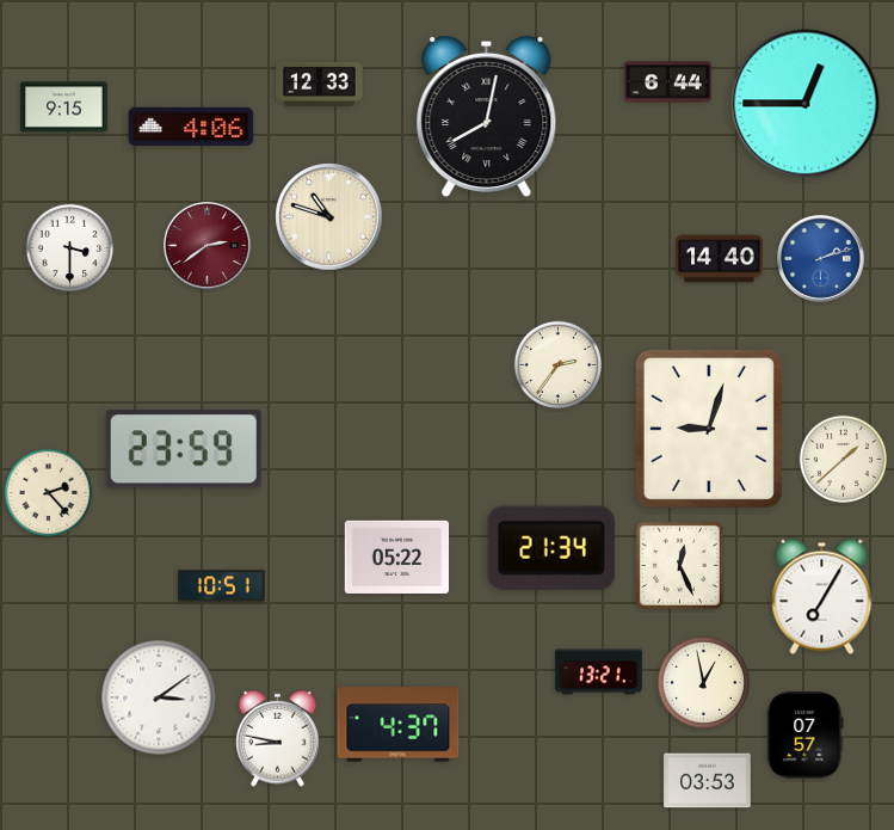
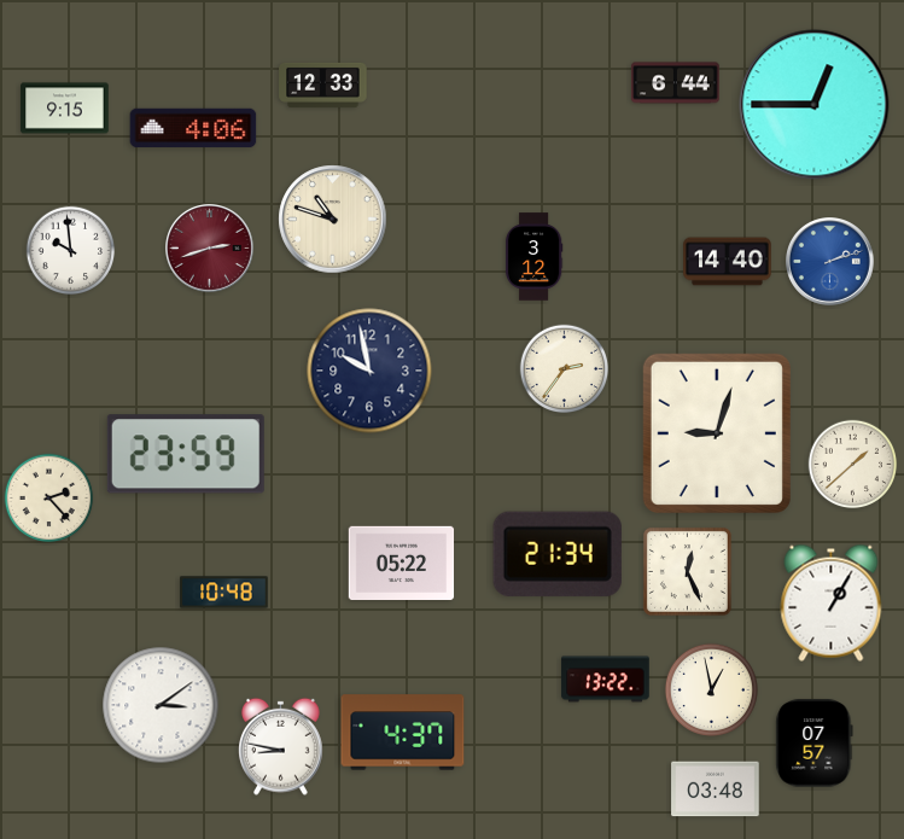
clock at (487, 117): 8:02 -> none
clock at (208, 246): 2:39 -> 2:42
clock at (70, 248): 3:30 -> 9:59
clock at (533, 257): none -> 3:12
clock at (369, 371): none -> 9:58
clock at (222, 586): 10:51 -> 10:48
clock at (822, 596): 7:05 -> 1:05
clock at (599, 672): 13:21 -> 13:22
clock at (708, 781): 03:53 -> 03:48
